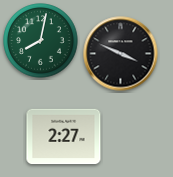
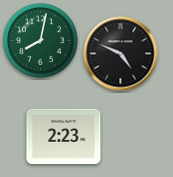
clock at (121, 54): 3:49 -> 4:49
clock at (64, 137): 2:27 -> 2:23
